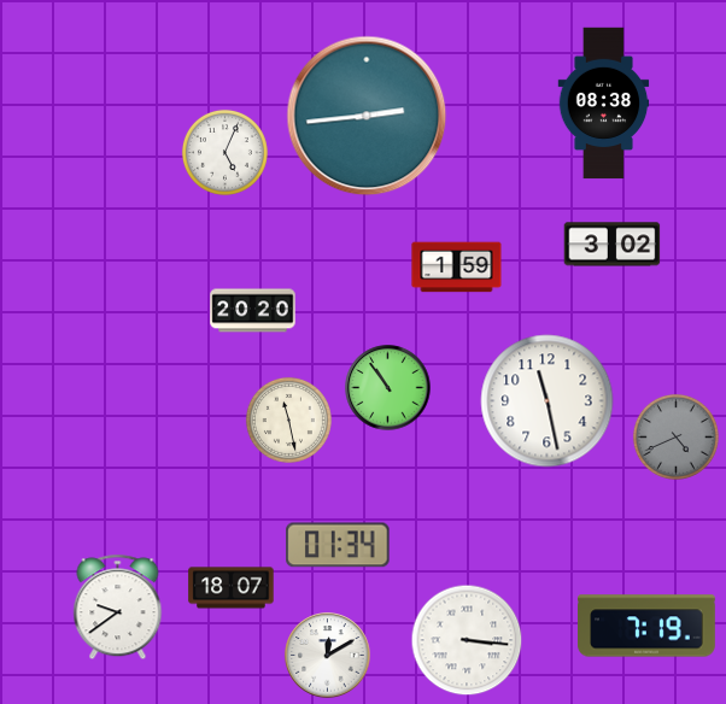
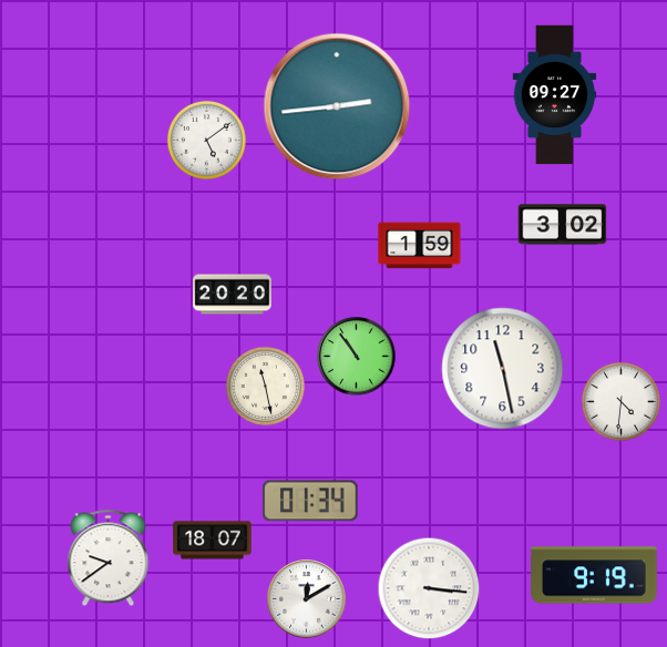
clock at (604, 104): 08:38 -> 09:27
clock at (224, 152): 5:04 -> 5:09
clock at (253, 311) position: (253, 311) -> (233, 295)
clock at (675, 436): 4:41 -> 4:31
clock at (675, 436) dial: grey -> white
clock at (648, 626): 7:19 -> 9:19
clock at (328, 656) position: (328, 656) -> (307, 599)
